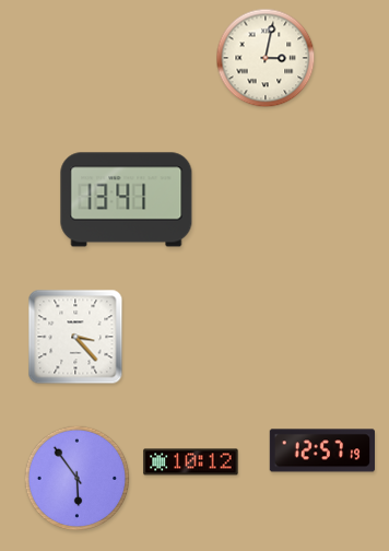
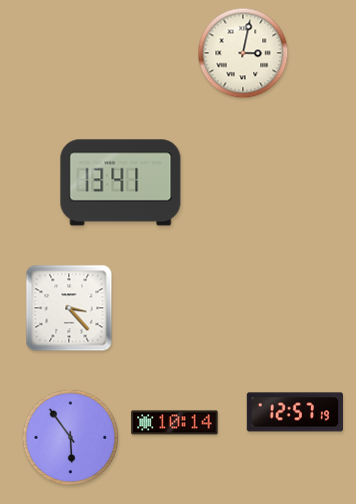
clock at (127, 200) position: (127, 200) -> (121, 183)
clock at (191, 462): 10:12 -> 10:14
